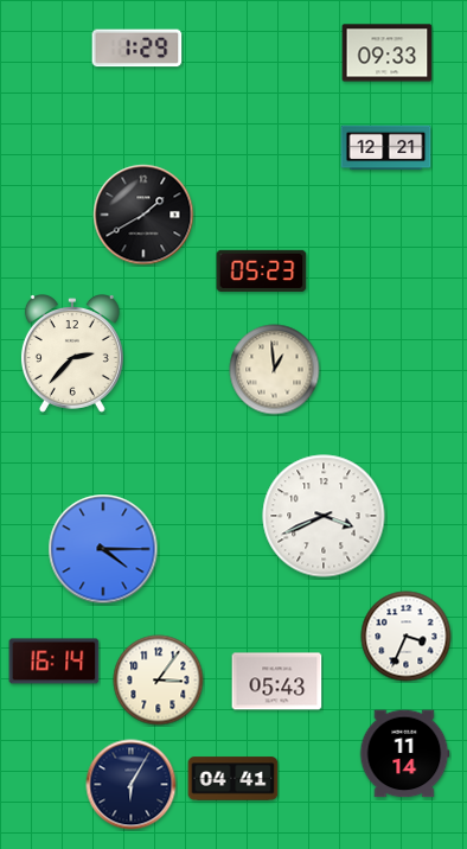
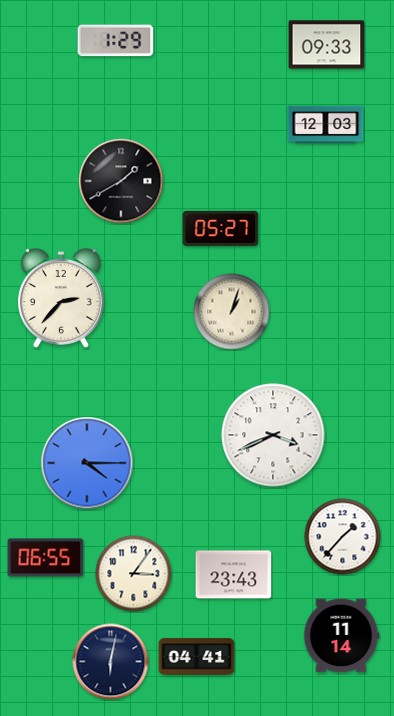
clock at (386, 148): 12:21 -> 12:03
clock at (262, 270): 05:23 -> 05:27
clock at (275, 370): 12:59 -> 1:03
clock at (407, 637): 3:34 -> 1:37
clock at (55, 662): 16:14 -> 06:55
clock at (277, 682): 05:43 -> 23:43
clock at (132, 785): 6:05 -> 6:02
